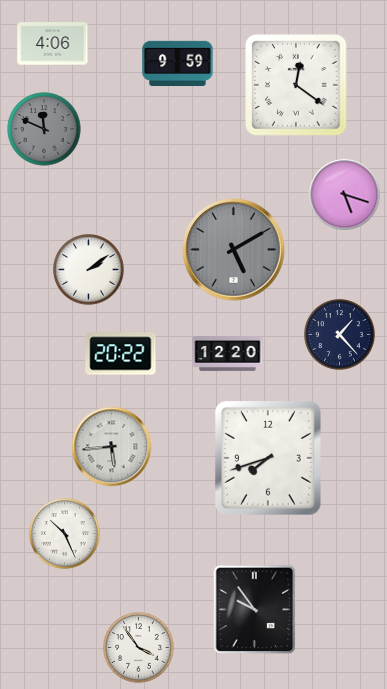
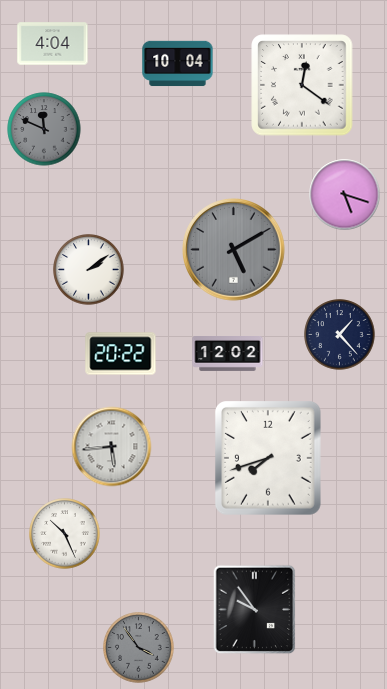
clock at (53, 44): 4:06 -> 4:04
clock at (178, 64): 9:59 -> 10:04
clock at (296, 85) position: (296, 85) -> (302, 85)
clock at (228, 354): 12:20 -> 12:02
clock at (139, 648) dial: white -> grey
